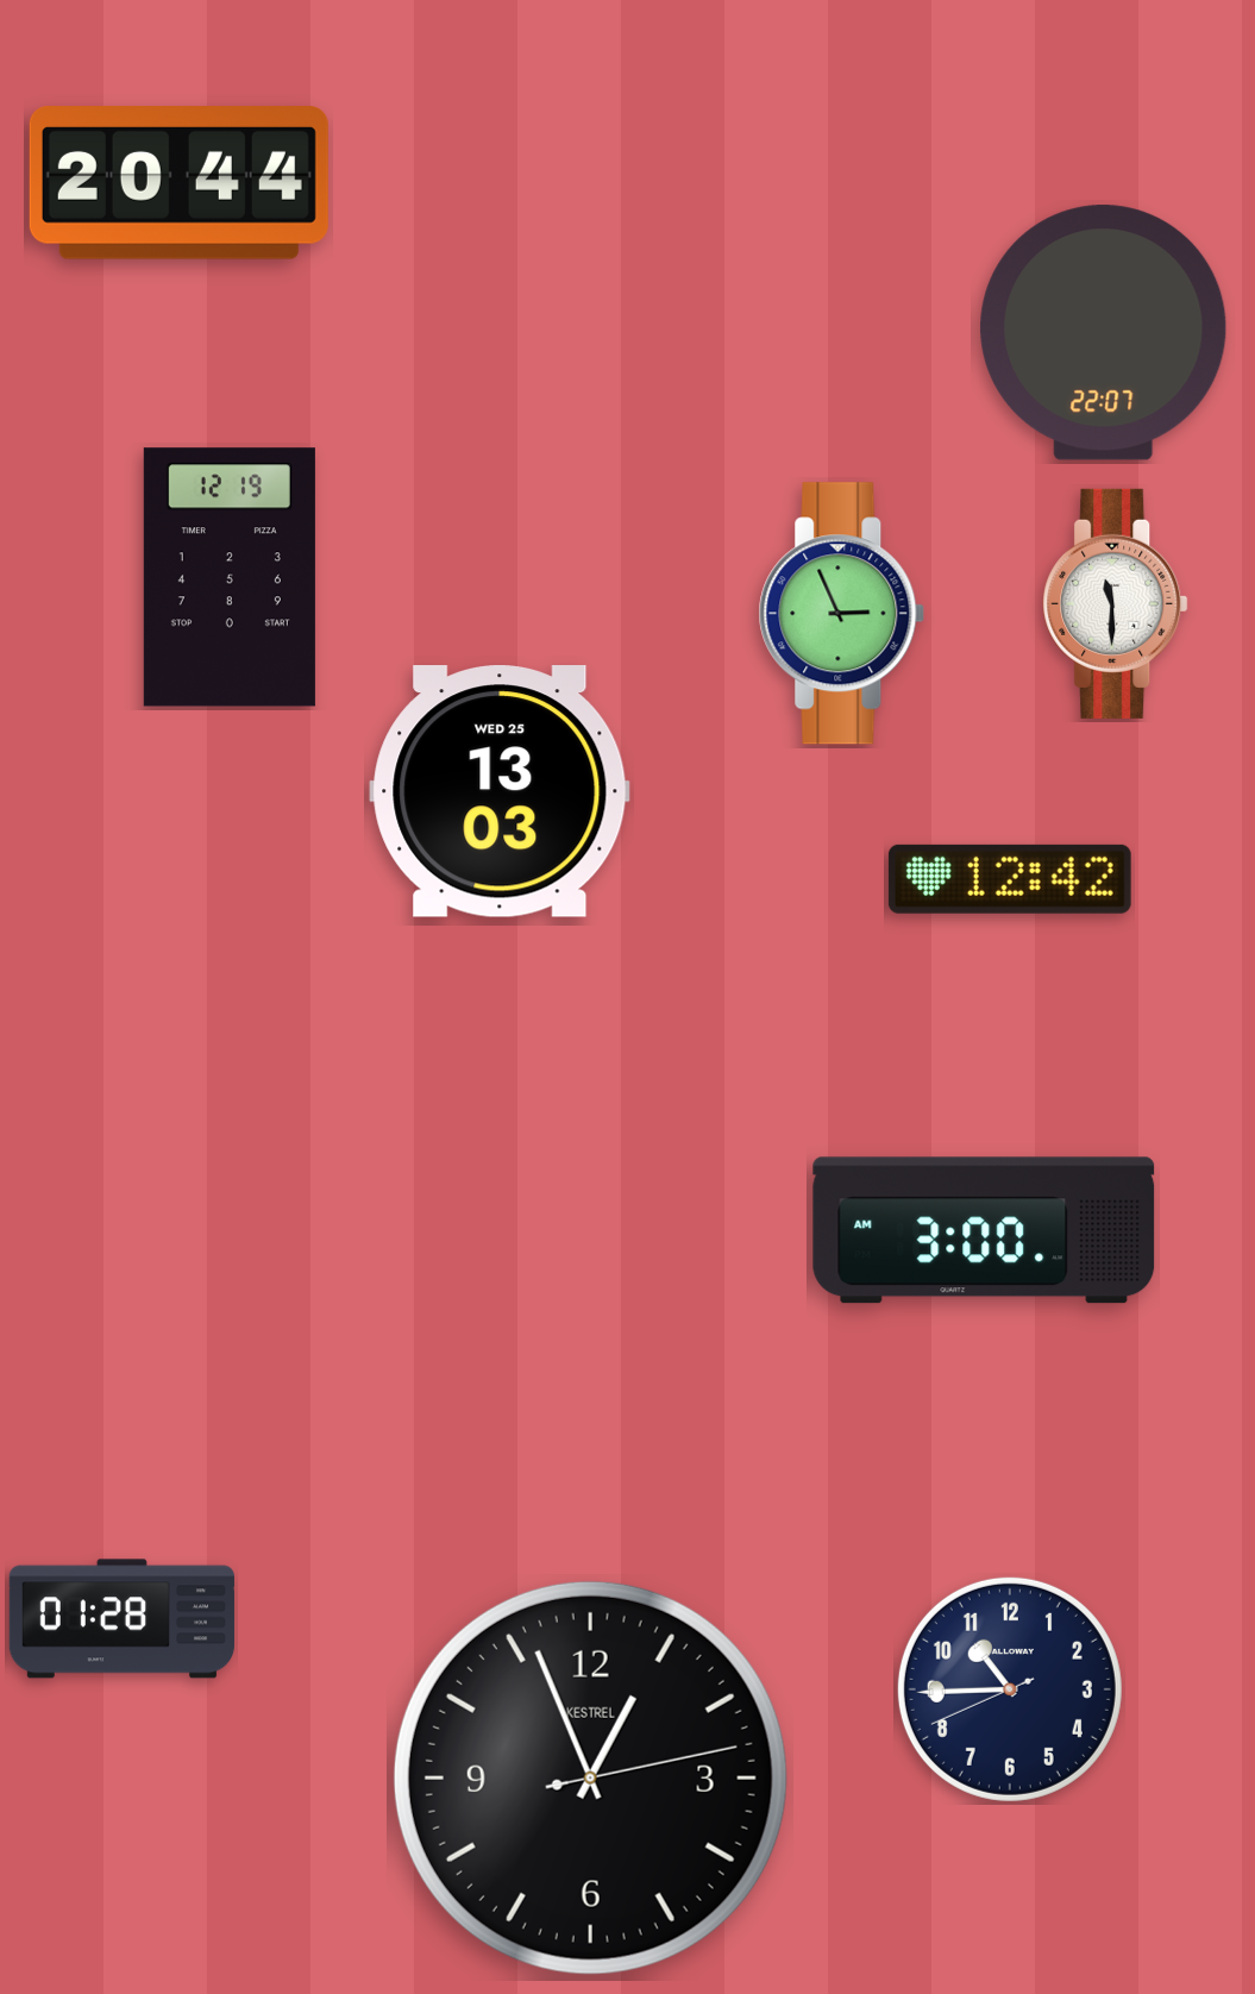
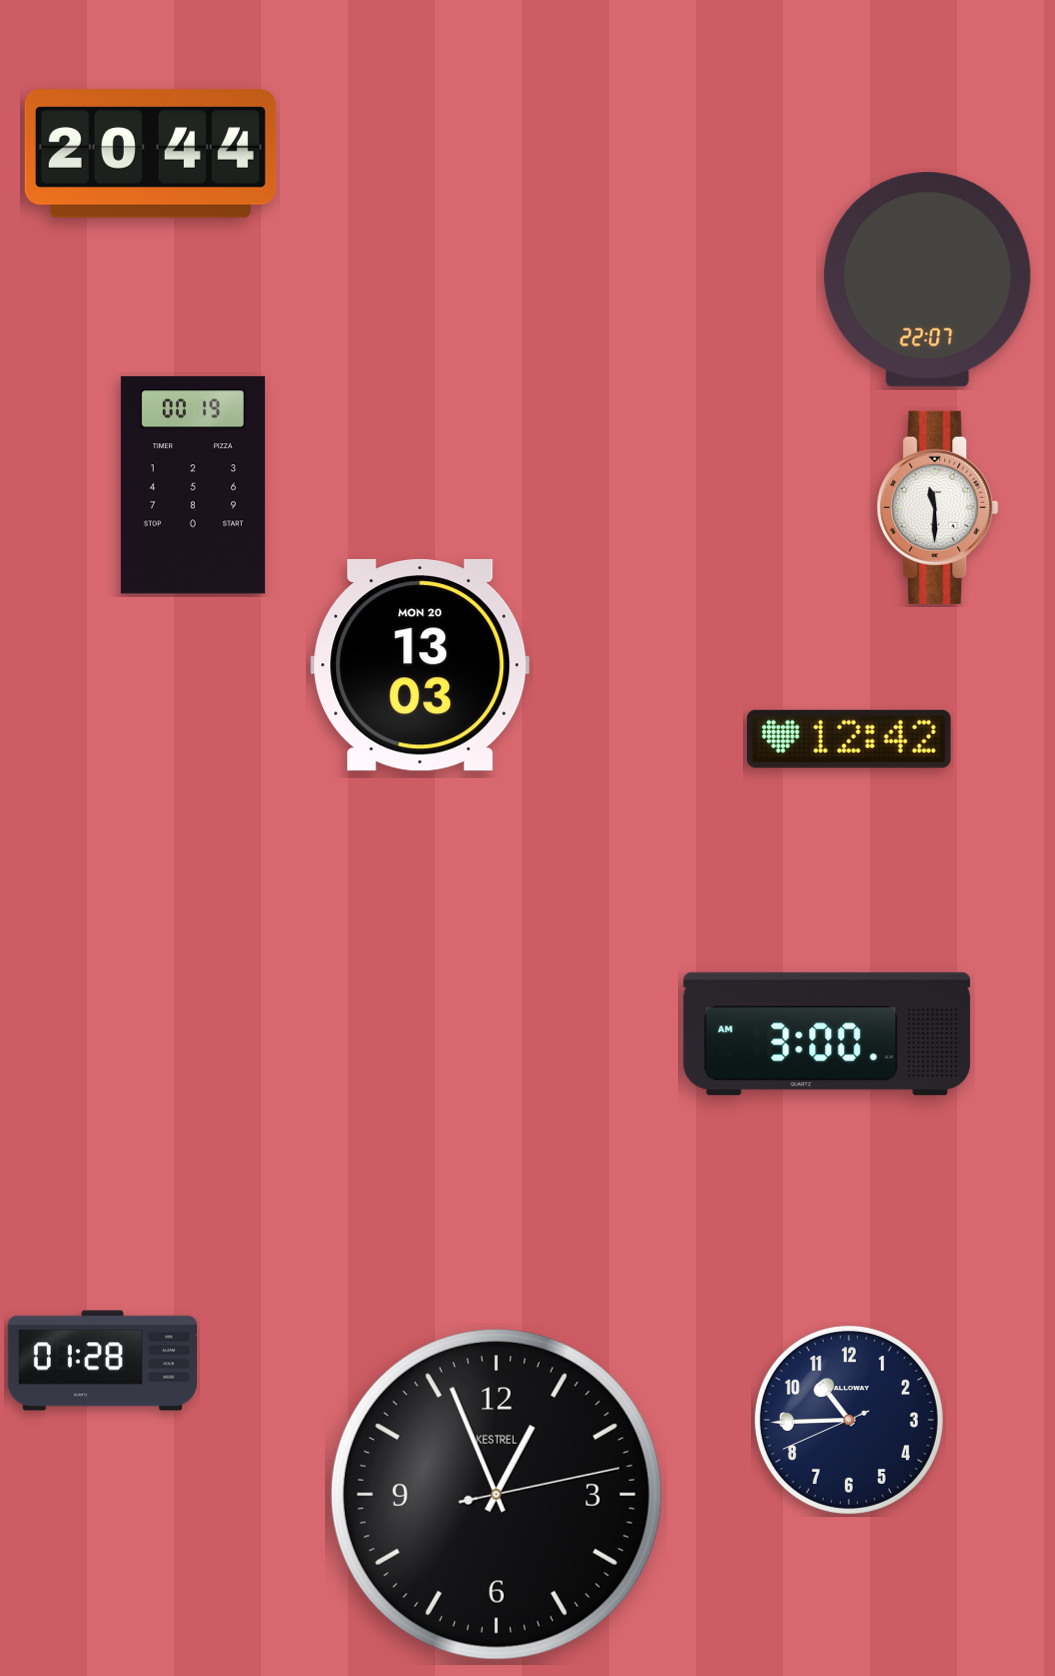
clock at (230, 577): 12:19 -> 00:19
clock at (842, 614): 2:56 -> none
clock at (500, 791) date: WED 25 -> MON 20
